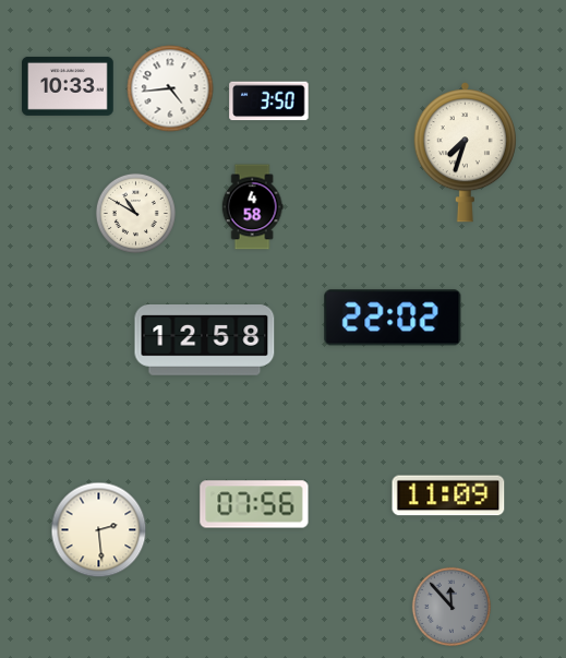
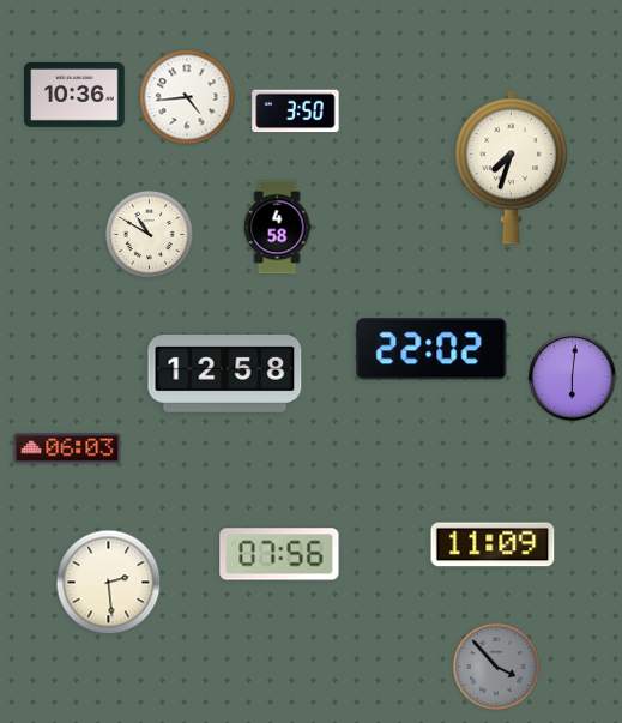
clock at (68, 86): 10:33 -> 10:36
clock at (573, 378): none -> 6:01
clock at (67, 448): none -> 06:03
clock at (451, 607): 11:53 -> 3:53
